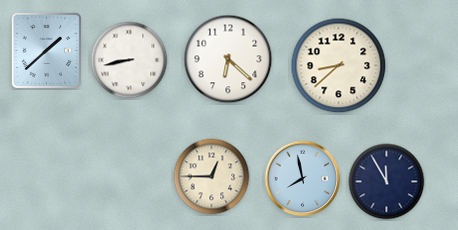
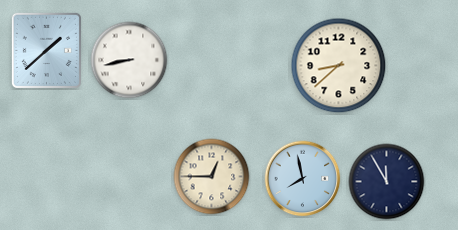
clock at (228, 59): 6:22 -> none
